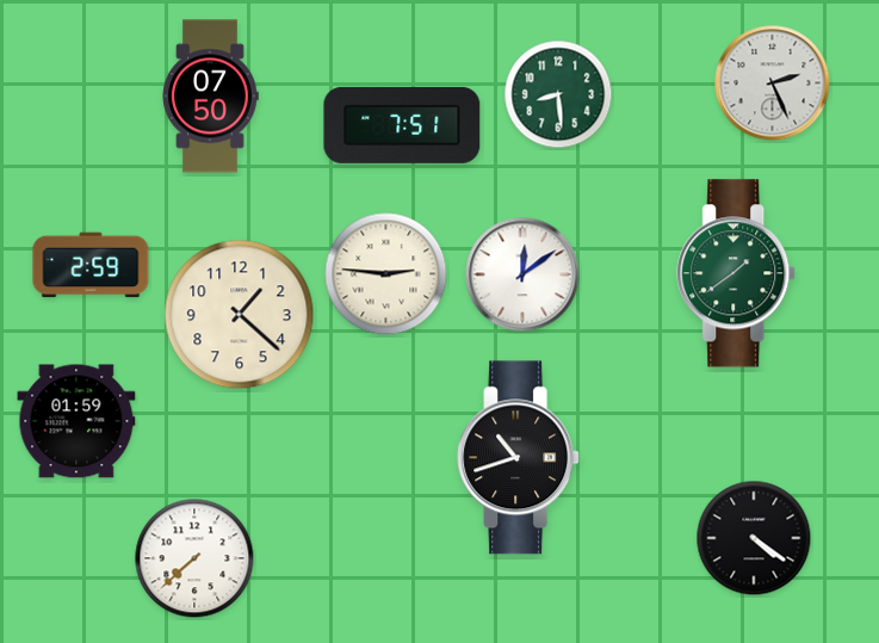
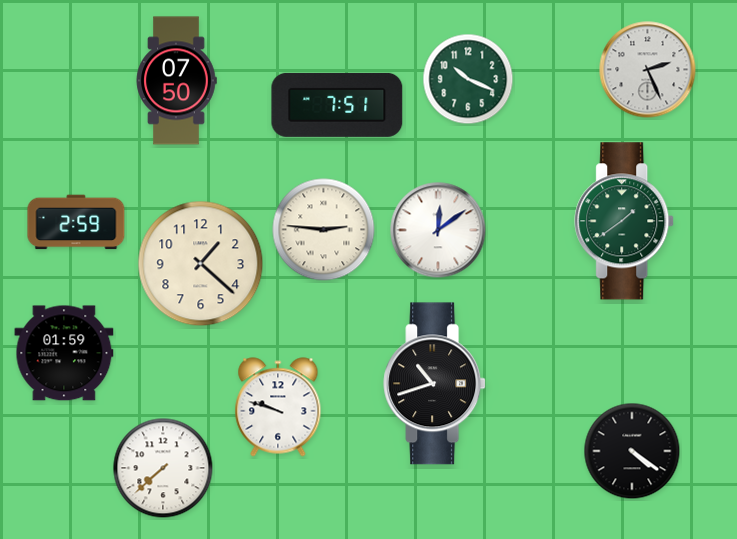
clock at (558, 94): 8:29 -> 10:19
clock at (737, 273) position: (737, 273) -> (625, 221)
clock at (278, 407): none -> 9:48
